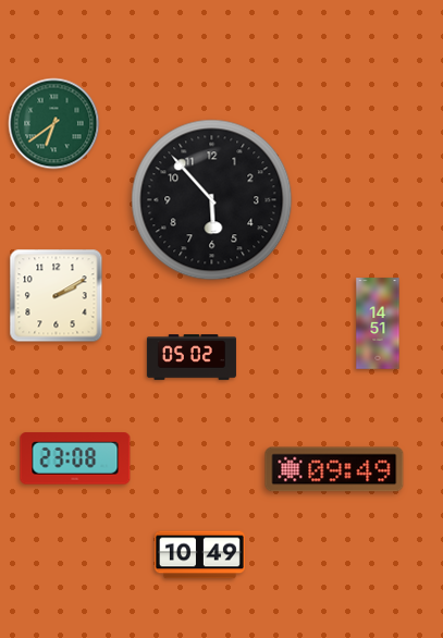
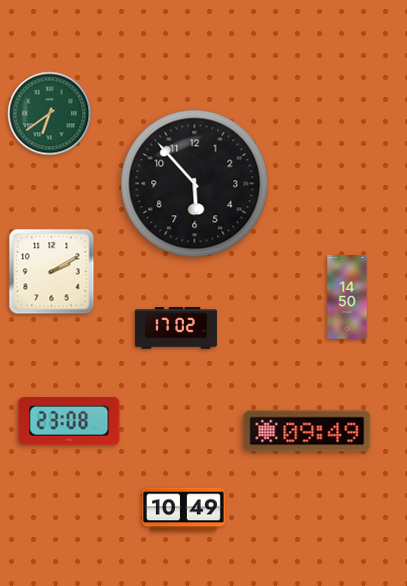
clock at (378, 323): 14:51 -> 14:50
clock at (192, 357): 05:02 -> 17:02
